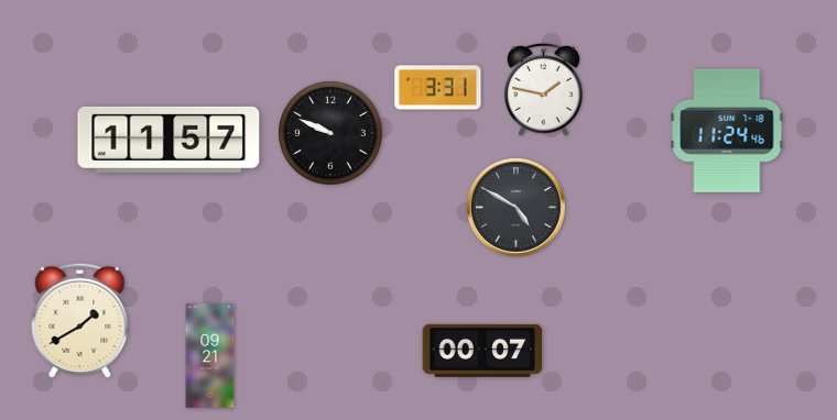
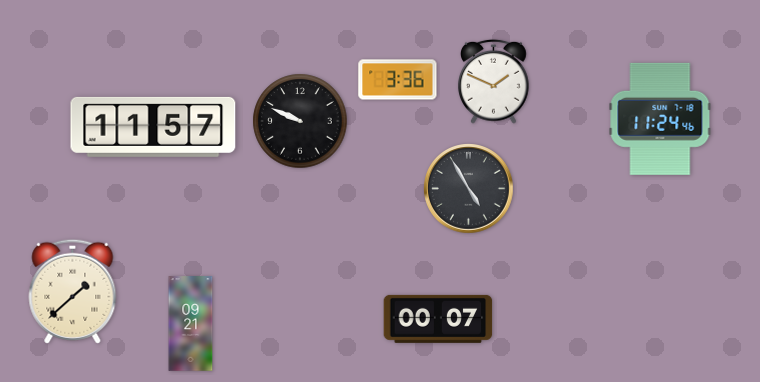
clock at (438, 88): 3:31 -> 3:36
clock at (544, 89): 1:47 -> 1:49
clock at (517, 208): 4:50 -> 4:55
clock at (80, 320): 1:40 -> 1:38
